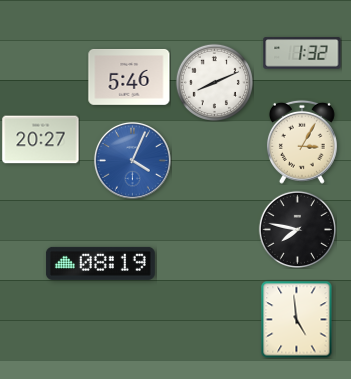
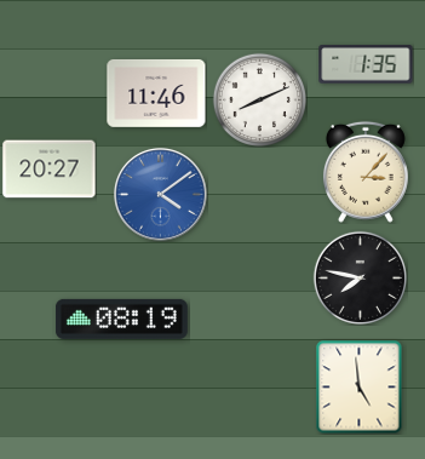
clock at (302, 53): 1:32 -> 1:35
clock at (129, 77): 5:46 -> 11:46
clock at (302, 142): 3:05 -> 3:07
clock at (132, 160): 4:04 -> 4:09
